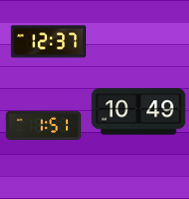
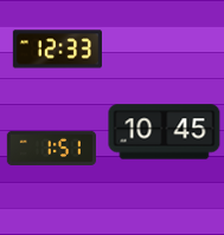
clock at (48, 42): 12:37 -> 12:33
clock at (139, 112): 10:49 -> 10:45
